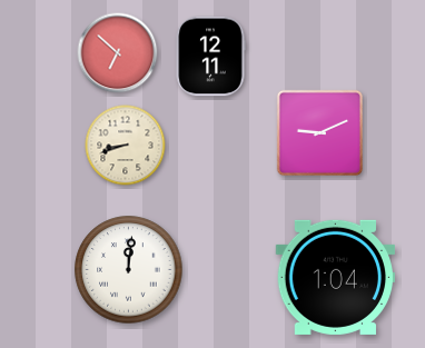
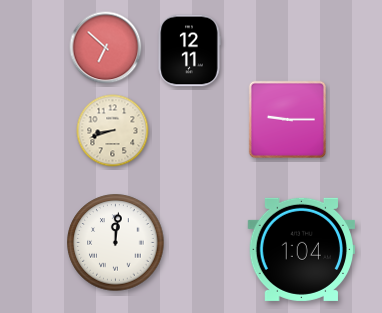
clock at (319, 132): 9:11 -> 9:15
